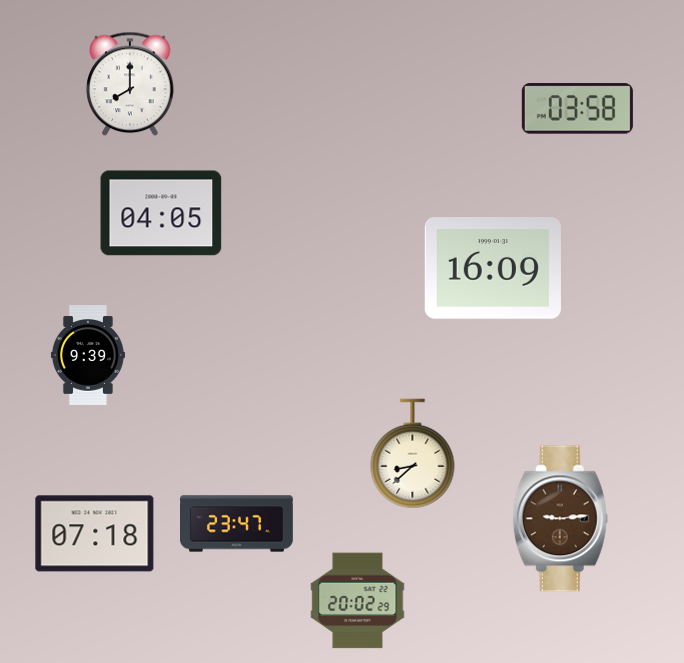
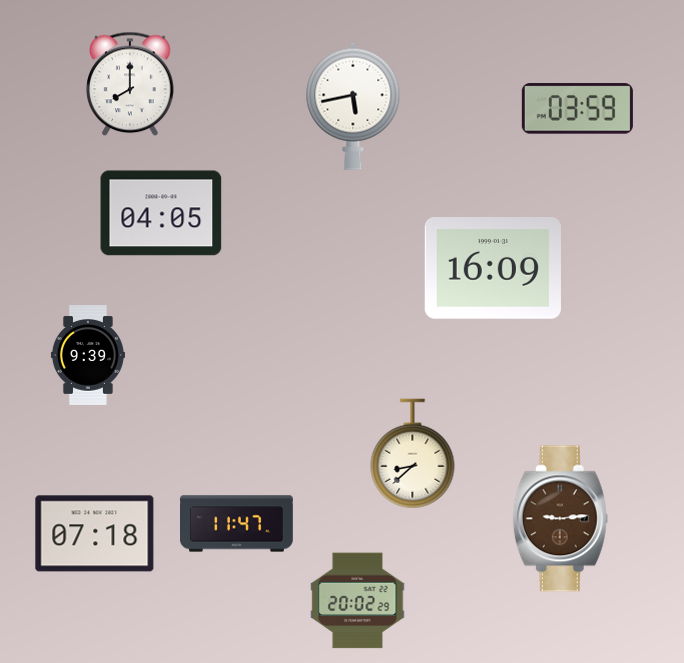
clock at (353, 106): none -> 5:43
clock at (577, 109): 03:58 -> 03:59
clock at (237, 524): 23:47 -> 11:47
